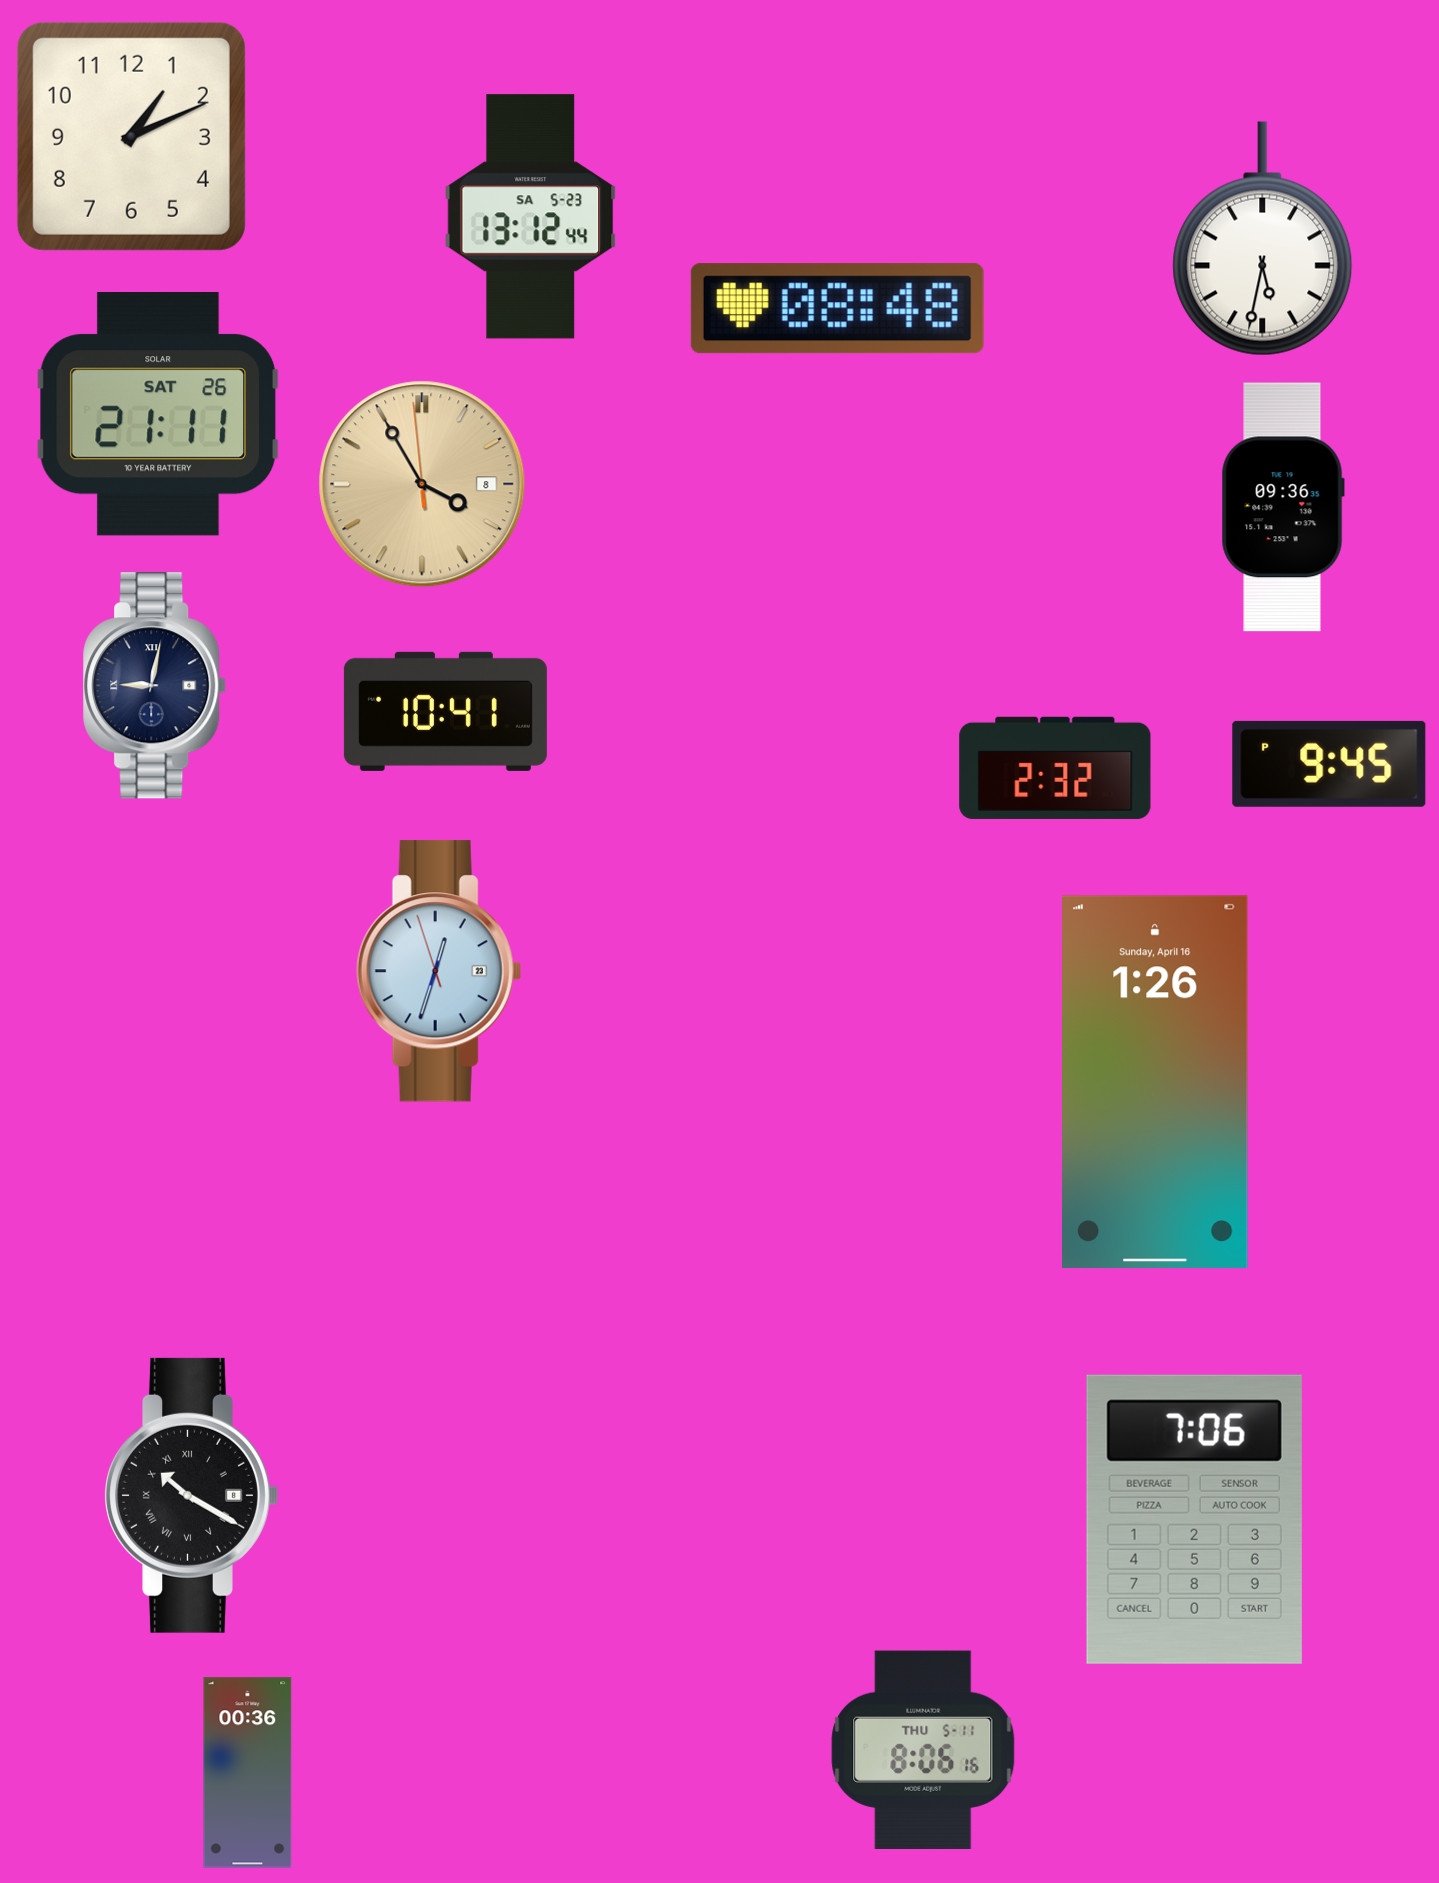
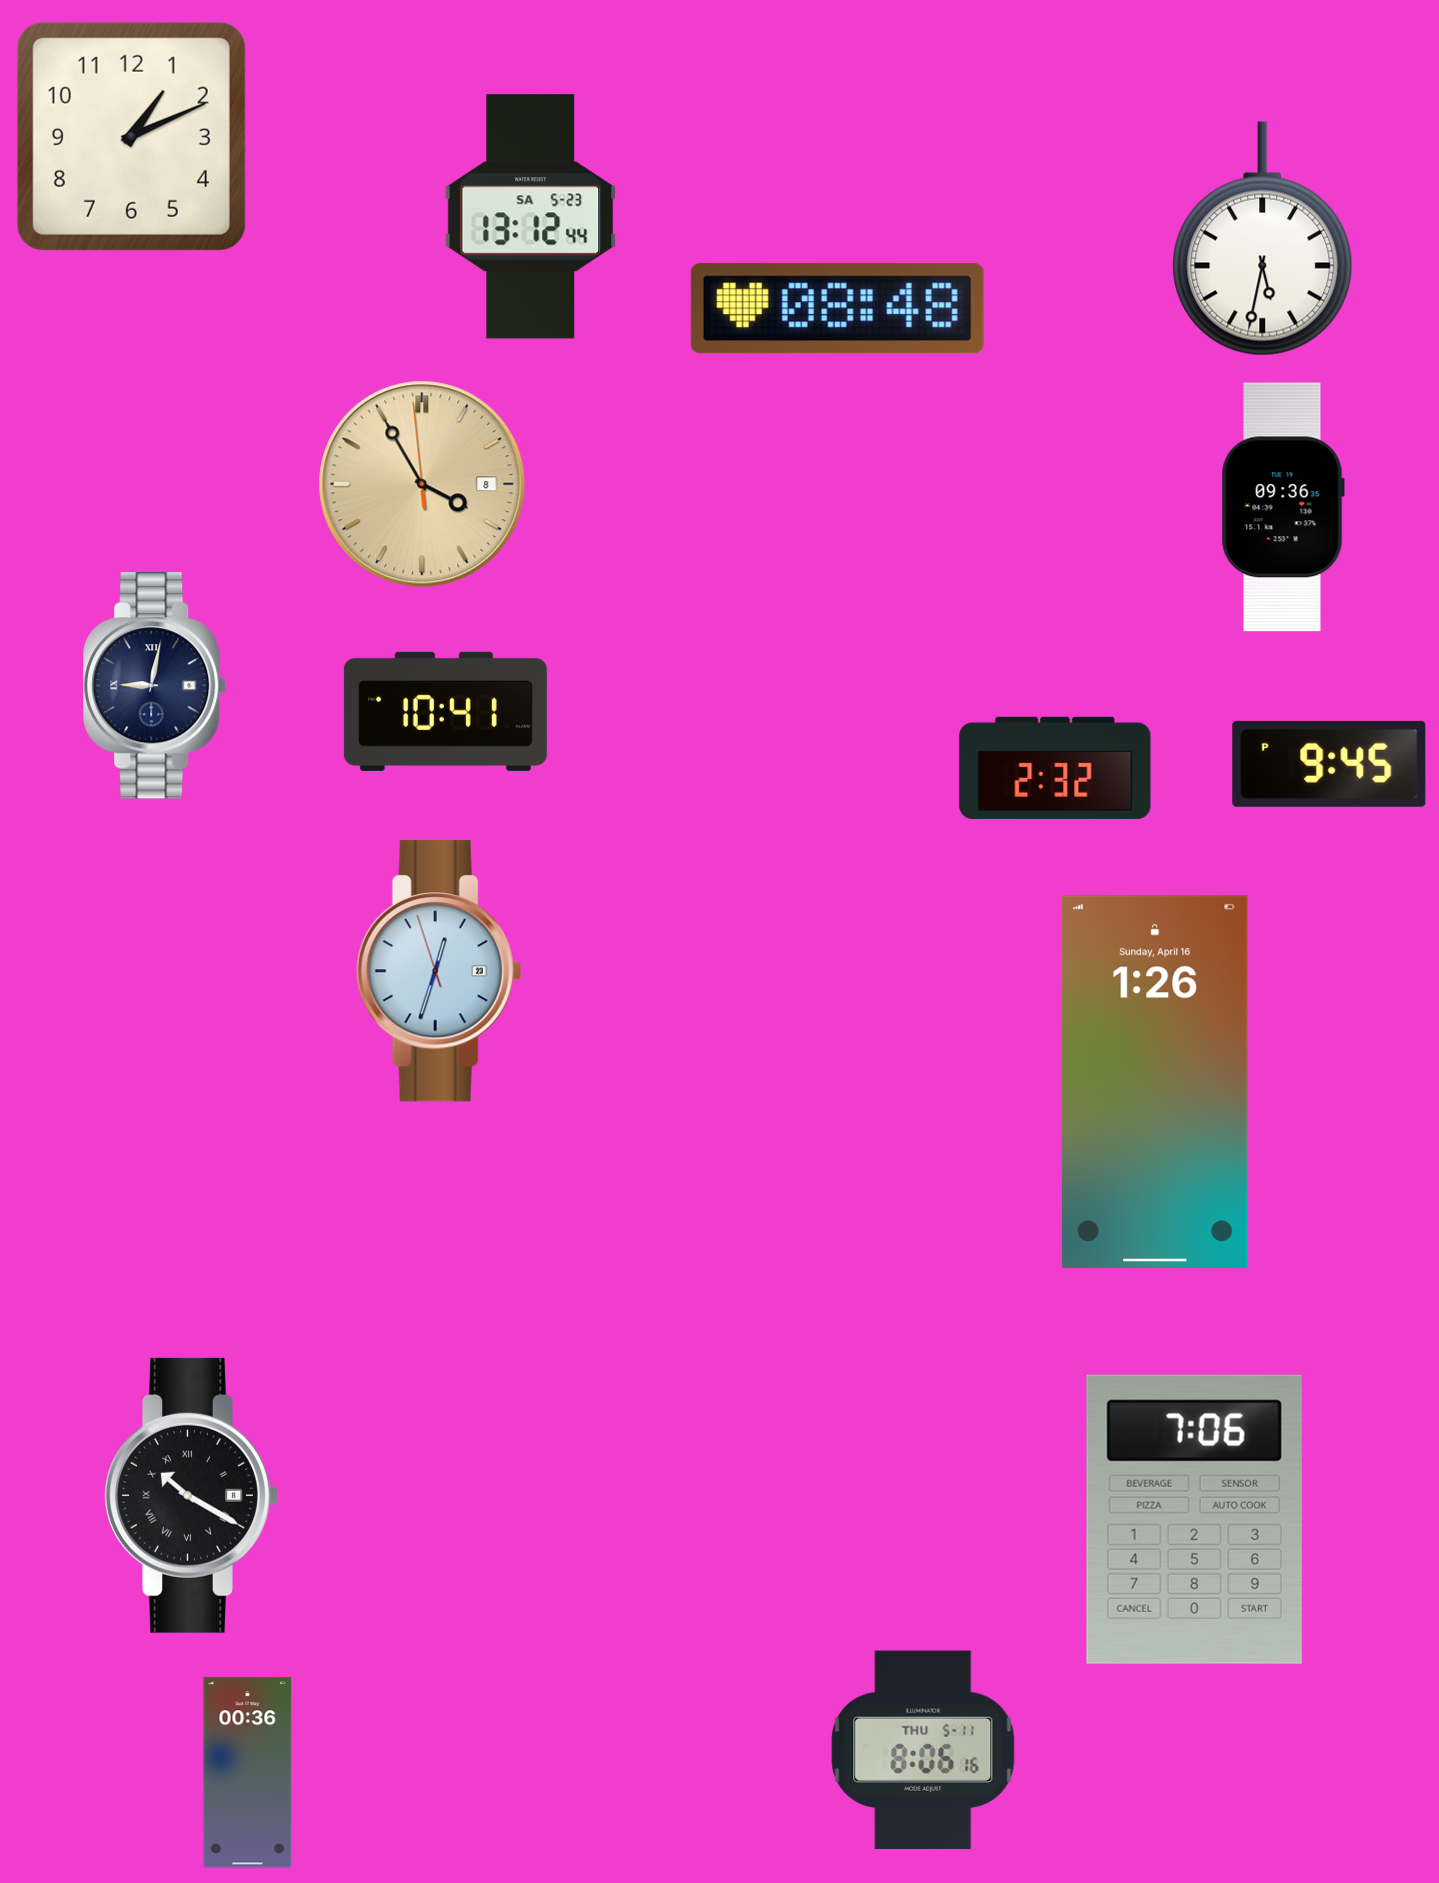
clock at (158, 414): 21:11 -> none
